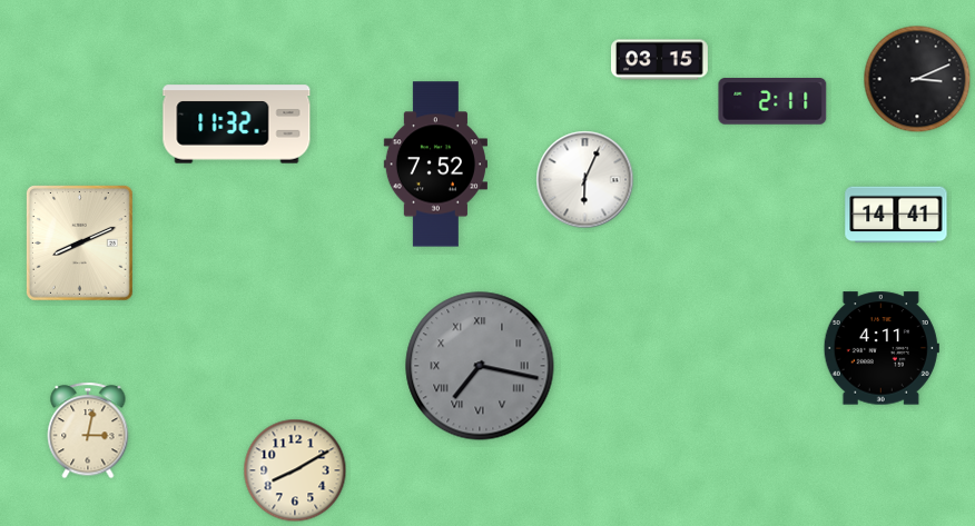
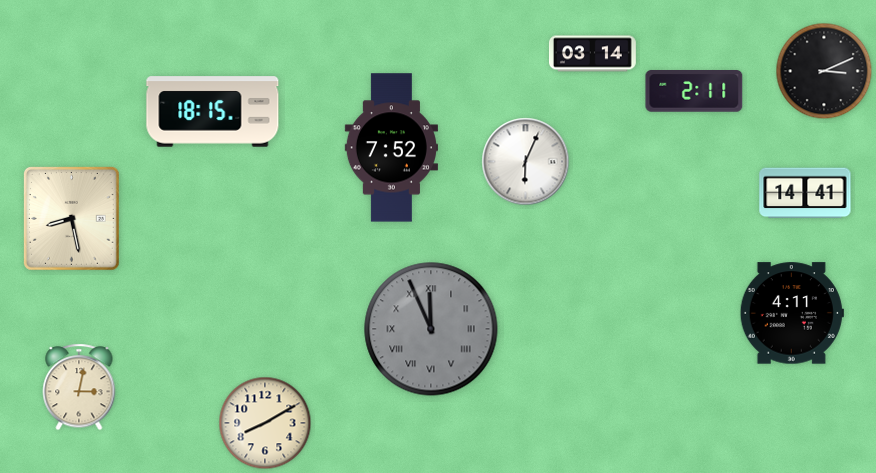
clock at (659, 60): 03:15 -> 03:14
clock at (237, 125): 11:32 -> 18:15
clock at (79, 244): 8:11 -> 8:28
clock at (480, 366): 7:17 -> 11:56
